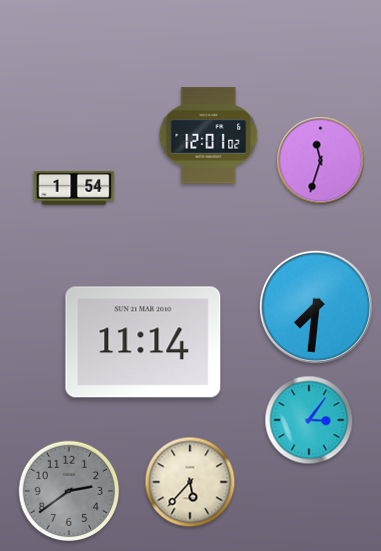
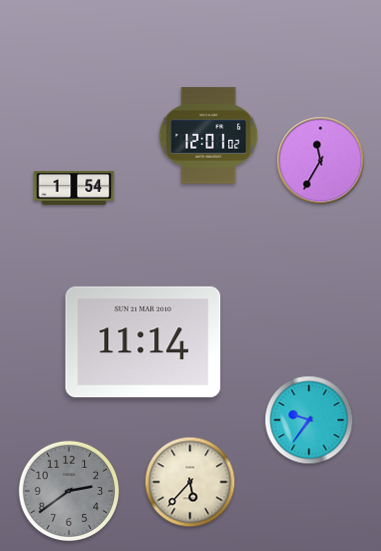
clock at (321, 161): 11:33 -> 11:35
clock at (316, 307): 7:31 -> none
clock at (309, 420): 3:06 -> 9:36
